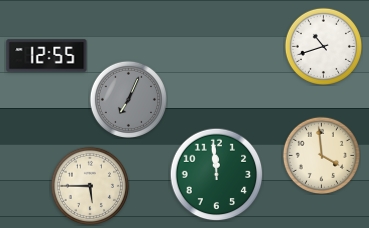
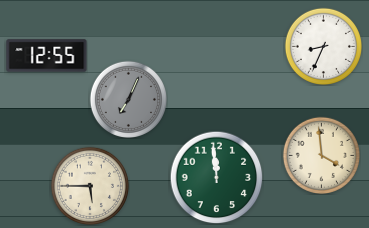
clock at (323, 46): 10:42 -> 8:34
clock at (216, 174) position: (216, 174) -> (216, 177)
